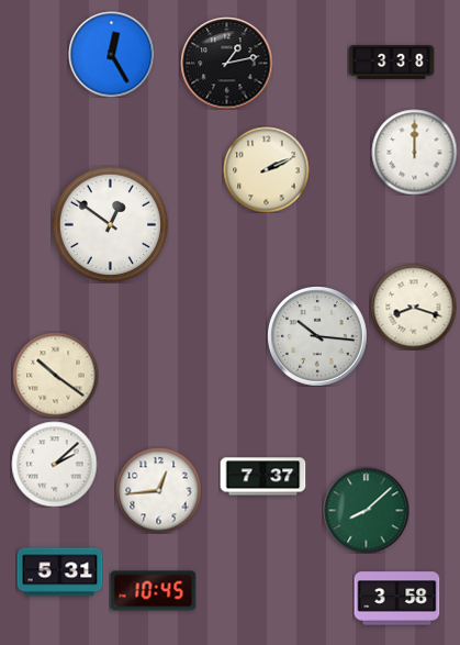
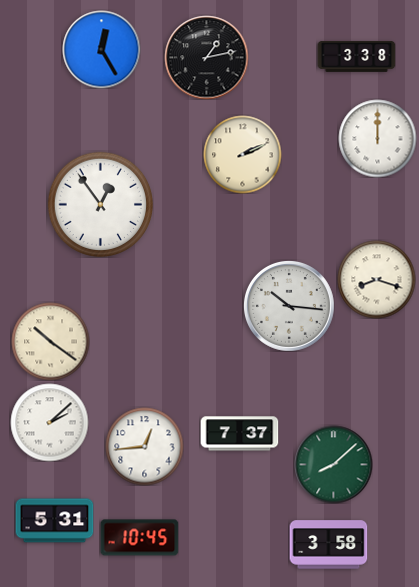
clock at (110, 224): 12:51 -> 12:54
clock at (396, 599) position: (396, 599) -> (328, 545)
